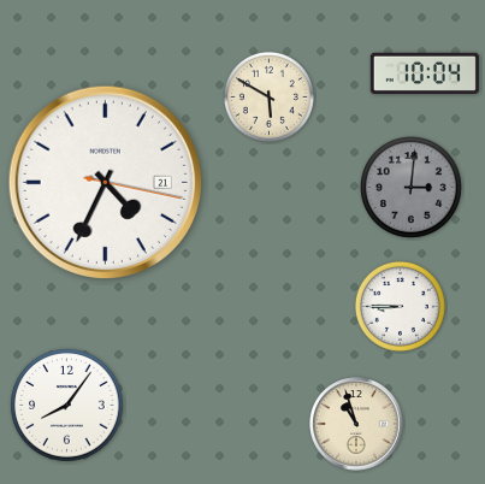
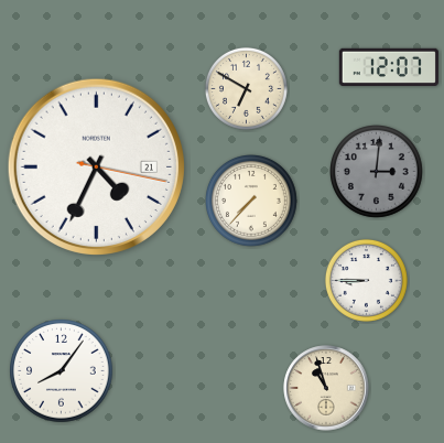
clock at (425, 72): 10:04 -> 12:07
clock at (268, 96): 5:50 -> 6:50
clock at (252, 202): none -> 7:37
